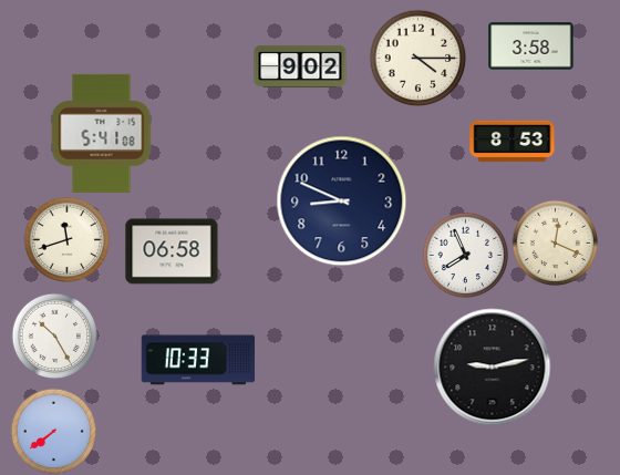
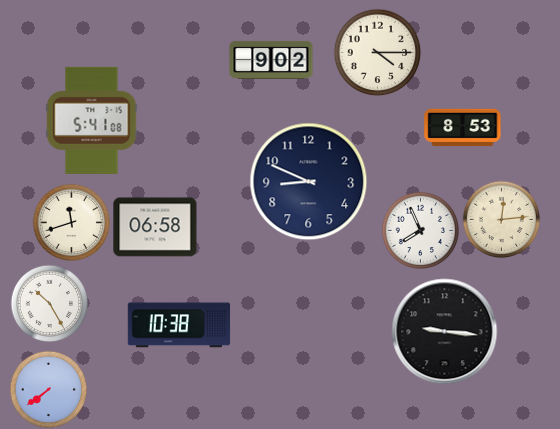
clock at (531, 47): 3:58 -> none
clock at (66, 239) position: (66, 239) -> (71, 222)
clock at (555, 242): 12:19 -> 12:14
clock at (198, 360): 10:33 -> 10:38
clock at (493, 368): 9:13 -> 9:16
